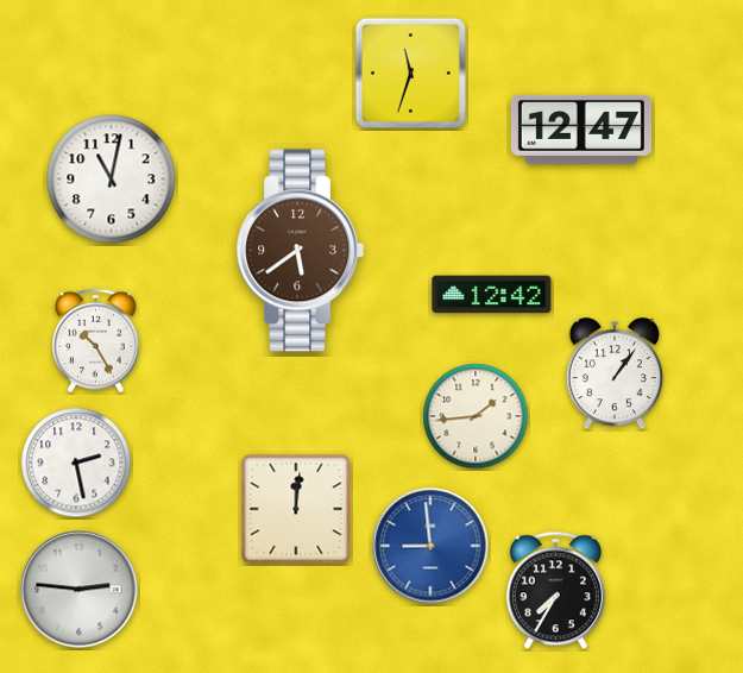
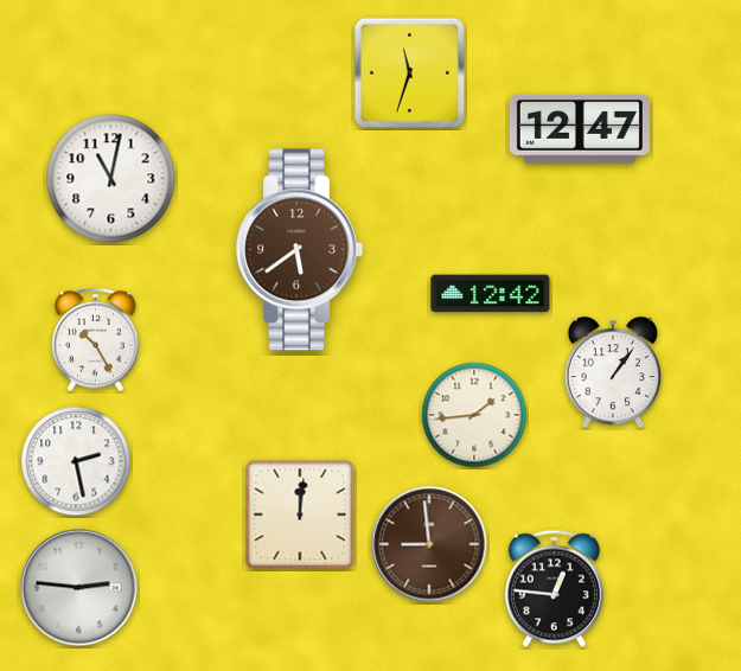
clock at (296, 509) position: (296, 509) -> (300, 515)
clock at (430, 546) dial: blue -> brown
clock at (555, 591): 7:35 -> 12:46
